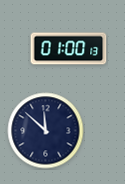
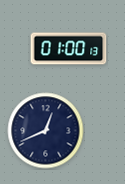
clock at (46, 131): 11:52 -> 12:41
